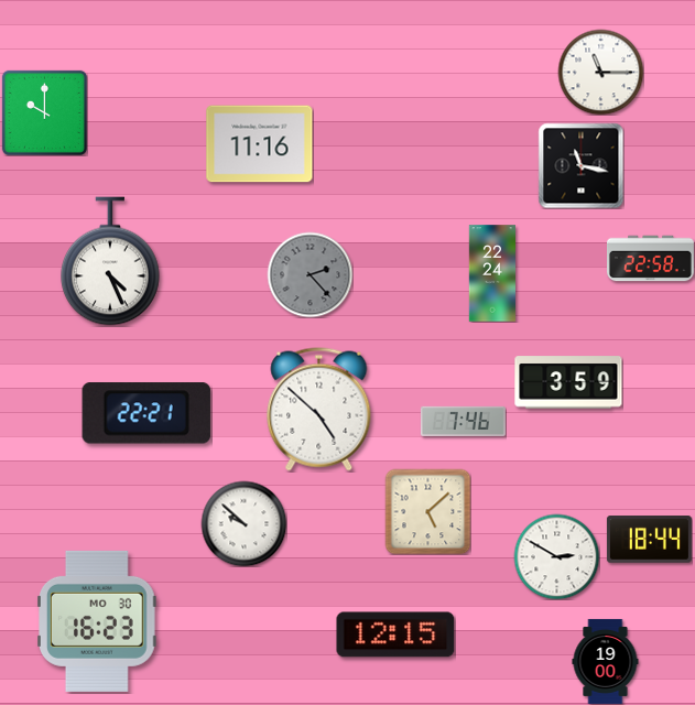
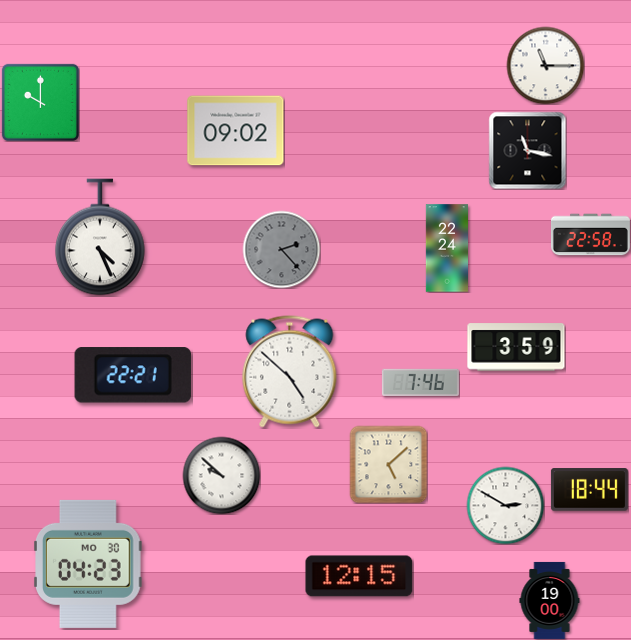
clock at (260, 144): 11:16 -> 09:02
clock at (98, 621): 16:23 -> 04:23
